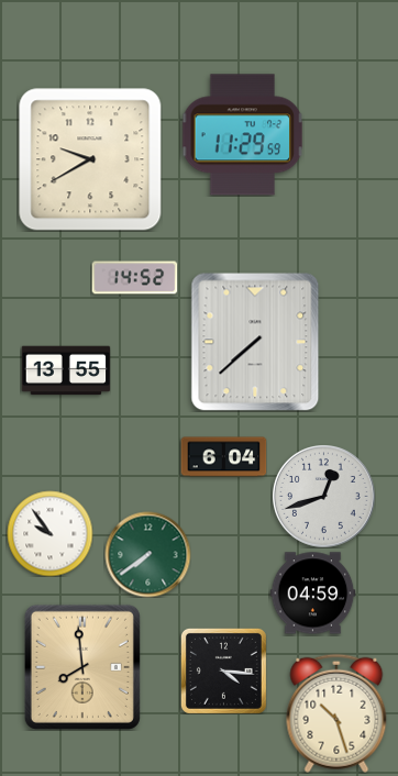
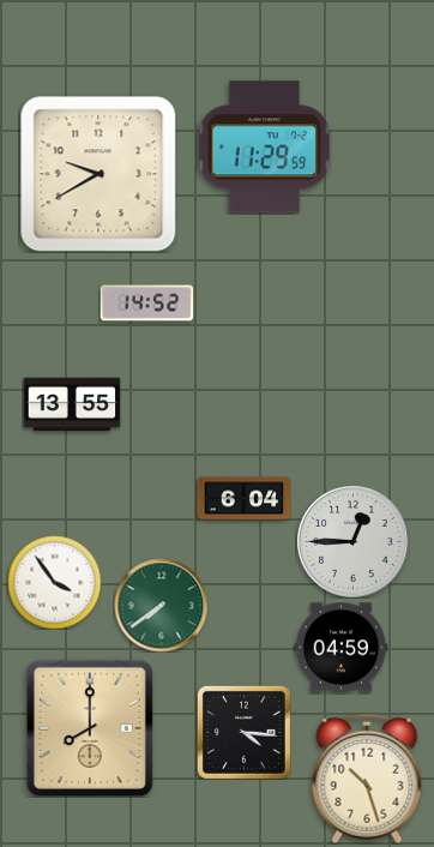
clock at (255, 342): 7:38 -> none
clock at (324, 497): 12:42 -> 12:45
clock at (49, 533): 9:54 -> 3:54
clock at (82, 667): 7:59 -> 8:00
